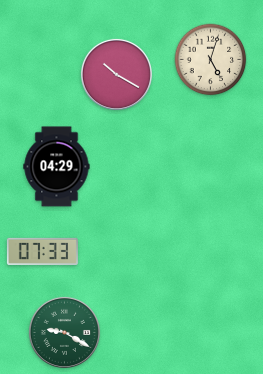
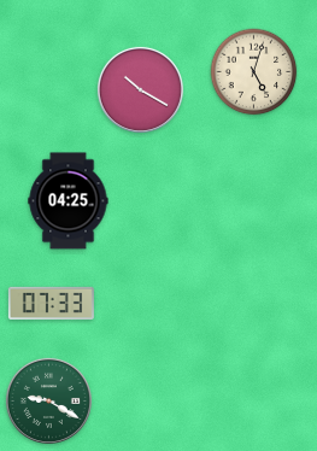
clock at (57, 167): 04:29 -> 04:25
clock at (64, 332) position: (64, 332) -> (48, 400)
